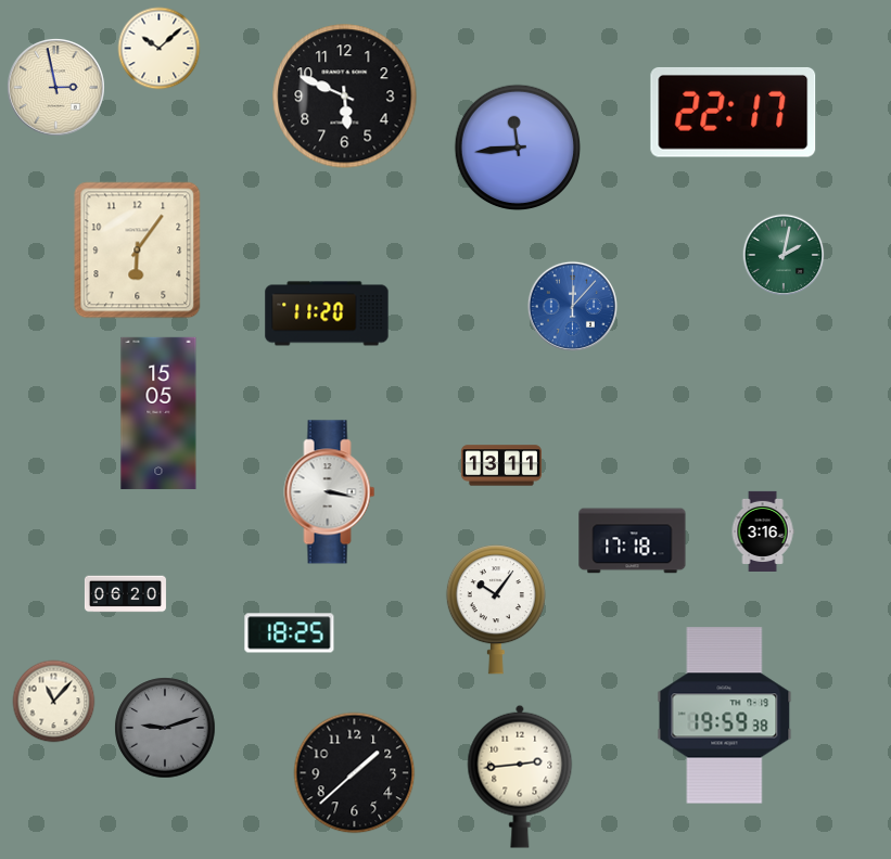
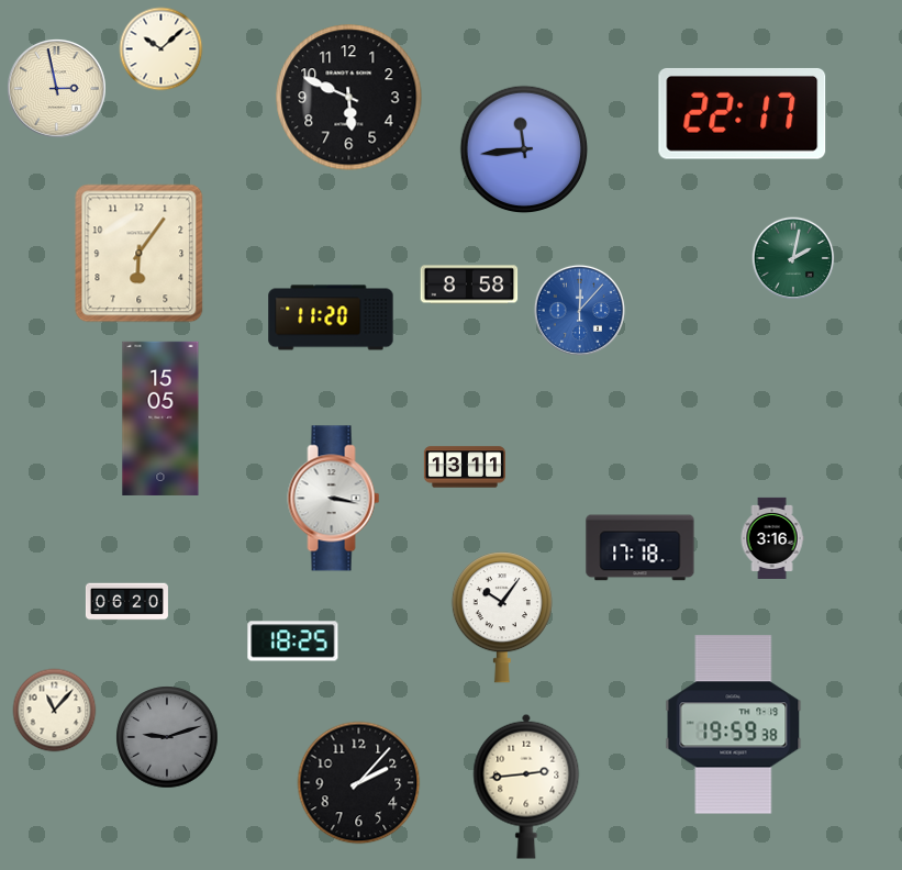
clock at (469, 285): none -> 8:58
clock at (501, 465) position: (501, 465) -> (465, 467)
clock at (355, 773): 1:38 -> 2:07
